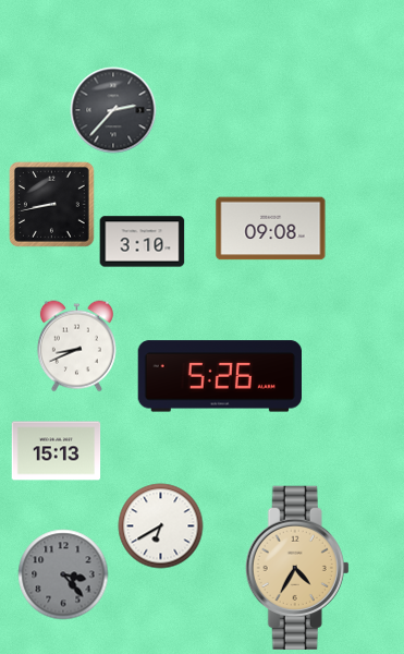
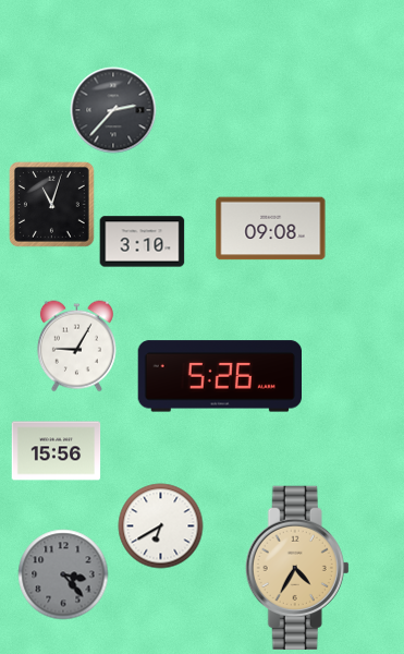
clock at (51, 204): 8:43 -> 11:03
clock at (76, 347): 8:41 -> 9:05
clock at (57, 451): 15:13 -> 15:56
